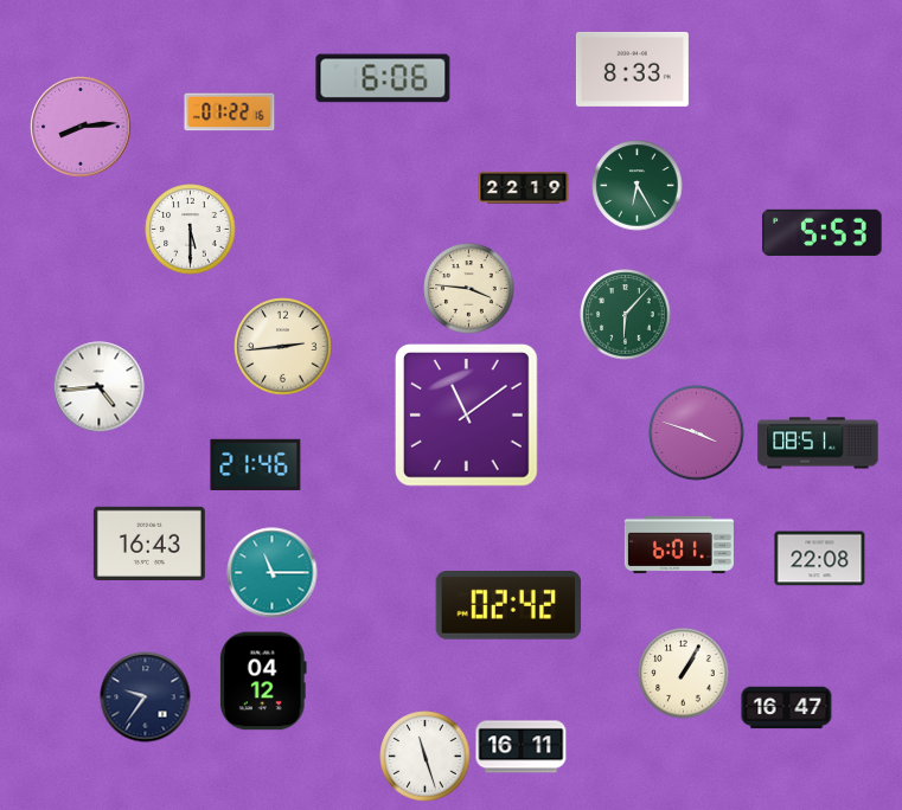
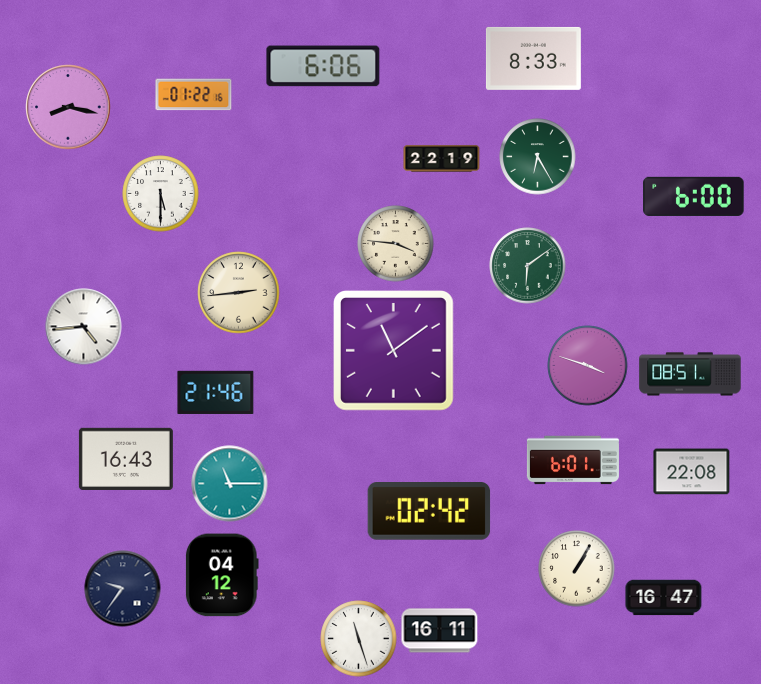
clock at (81, 127): 8:14 -> 8:17
clock at (823, 232): 5:53 -> 6:00
clock at (626, 315): 6:07 -> 6:09
